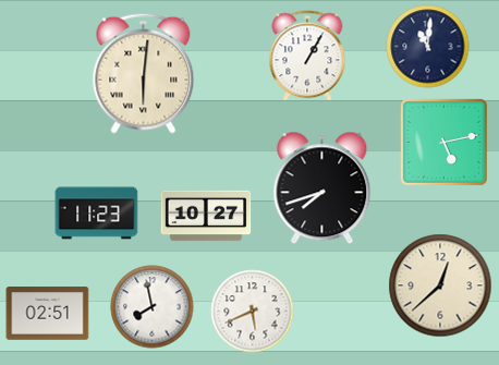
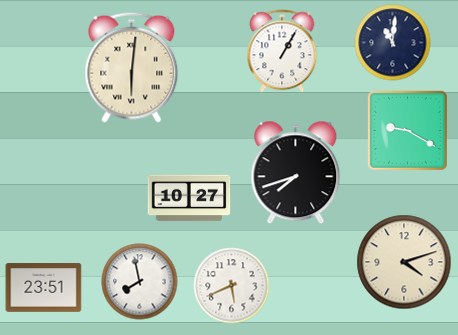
clock at (443, 142): 5:13 -> 9:20
clock at (97, 214): 11:23 -> none
clock at (440, 285): 12:38 -> 4:12
clock at (48, 314): 02:51 -> 23:51
